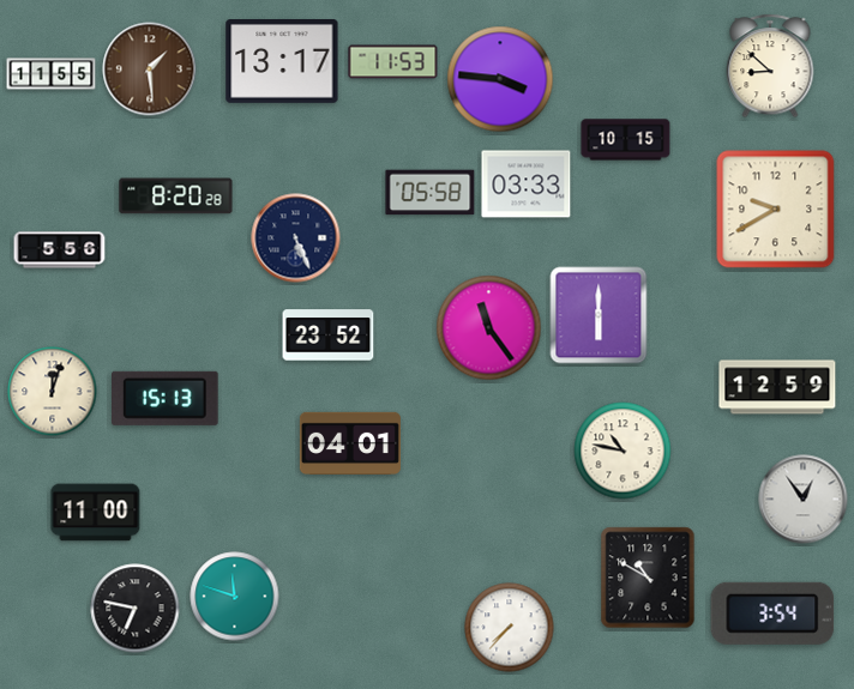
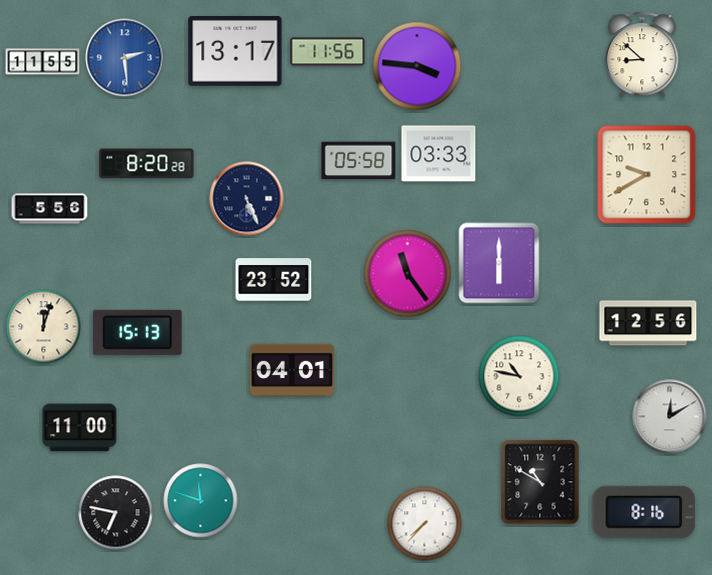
clock at (393, 62): 11:53 -> 11:56
clock at (150, 69): 1:29 -> 2:29
clock at (150, 69) dial: brown -> blue
clock at (626, 140): 10:15 -> none
clock at (777, 387): 12:59 -> 12:56
clock at (804, 500): 12:54 -> 12:10
clock at (235, 597) position: (235, 597) -> (201, 501)
clock at (136, 609) position: (136, 609) -> (116, 513)
clock at (772, 614): 3:54 -> 8:16
